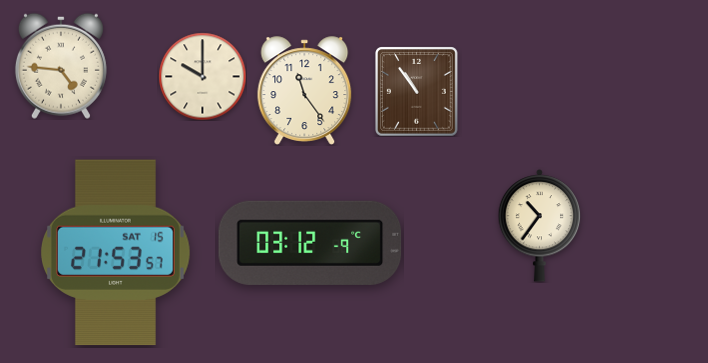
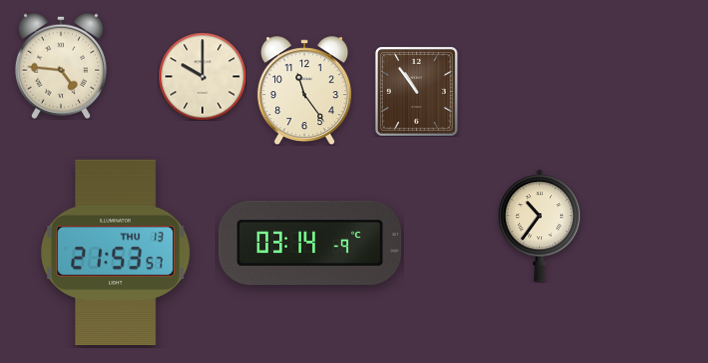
clock at (310, 243): 03:12 -> 03:14
clock at (115, 253) date: SAT 15 -> THU 13
